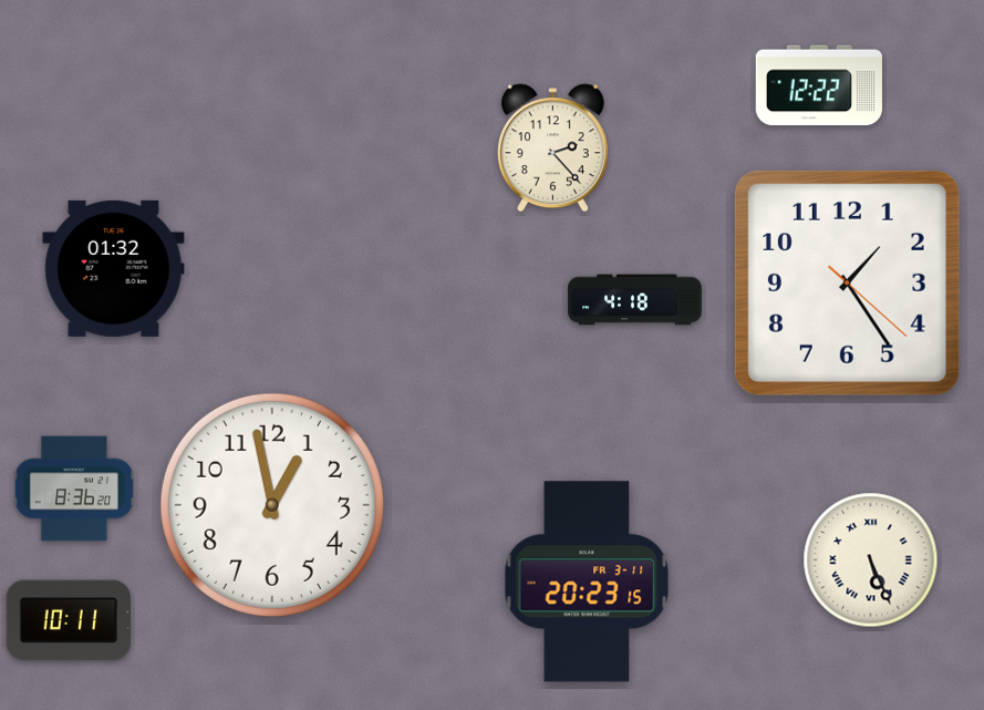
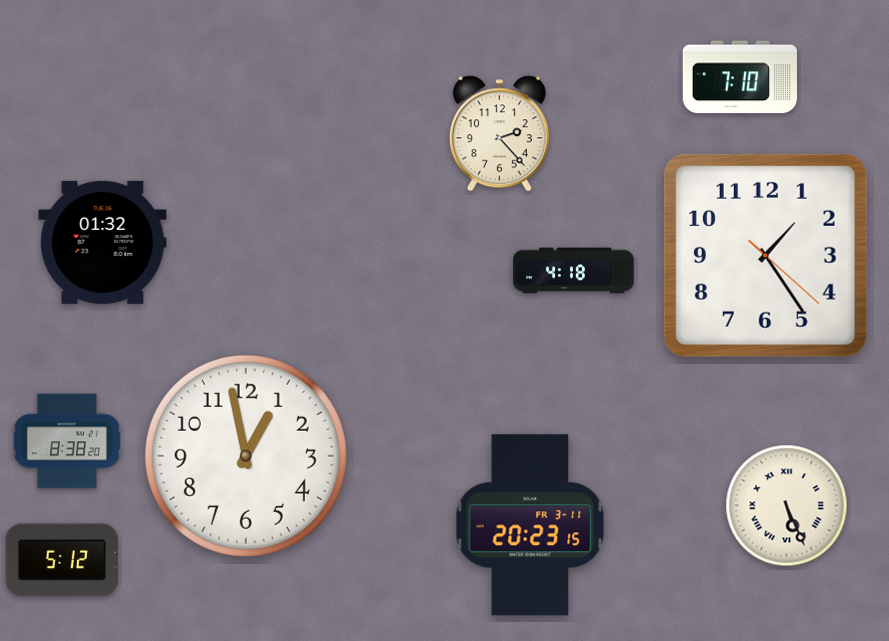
clock at (818, 85): 12:22 -> 7:10
clock at (74, 488): 8:36 -> 8:38
clock at (69, 620): 10:11 -> 5:12
